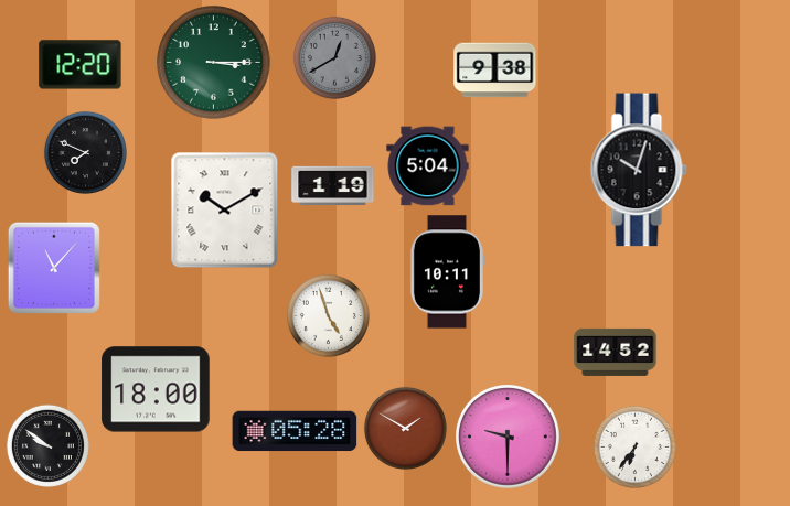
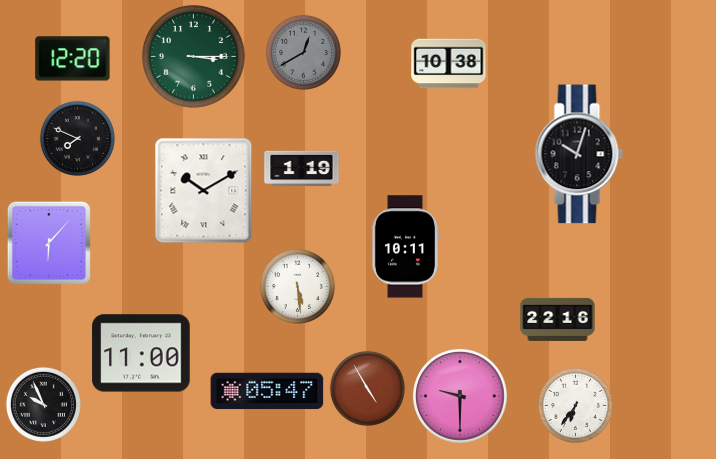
clock at (495, 71): 9:38 -> 10:38
clock at (428, 166): 5:04 -> none
clock at (54, 268): 11:07 -> 6:07
clock at (328, 315): 4:57 -> 5:29
clock at (616, 352): 14:52 -> 22:16
clock at (156, 389): 18:00 -> 11:00
clock at (405, 428): 1:50 -> 4:55
clock at (295, 431): 05:28 -> 05:47
clock at (47, 445): 9:51 -> 9:56
